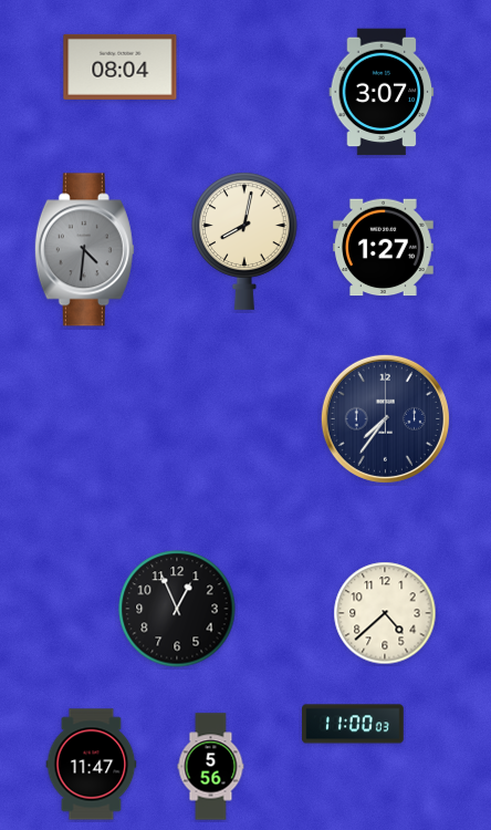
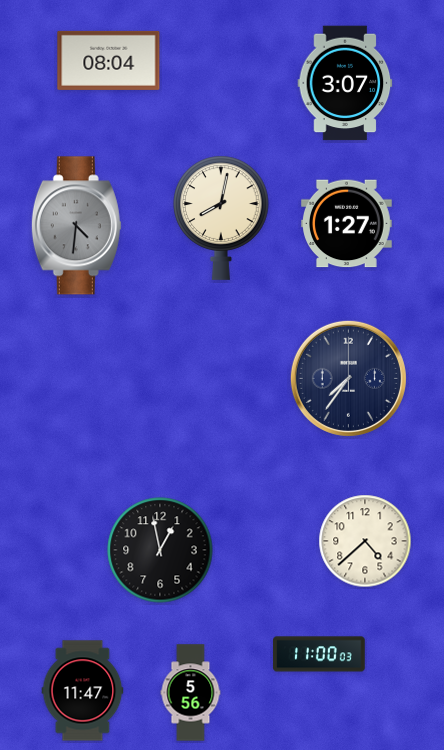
clock at (177, 609): 12:56 -> 12:58
clock at (385, 613) position: (385, 613) -> (365, 541)
